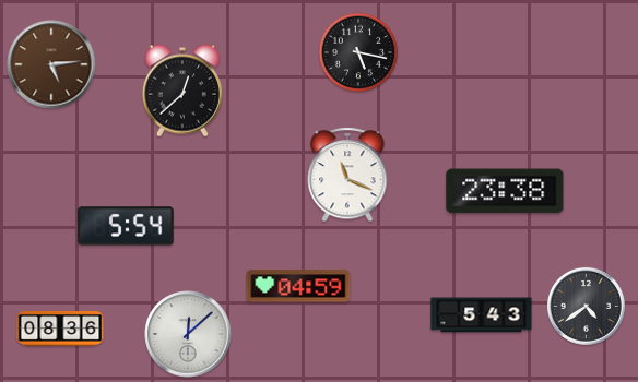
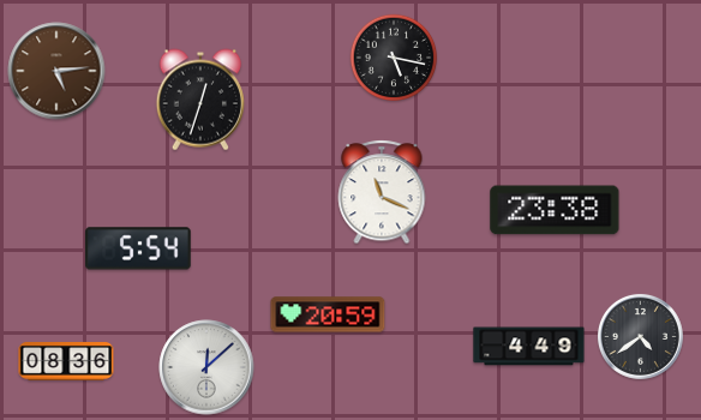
clock at (182, 91): 12:38 -> 12:33
clock at (298, 286): 04:59 -> 20:59
clock at (586, 306) position: (586, 306) -> (640, 336)
clock at (482, 315): 5:43 -> 4:49
